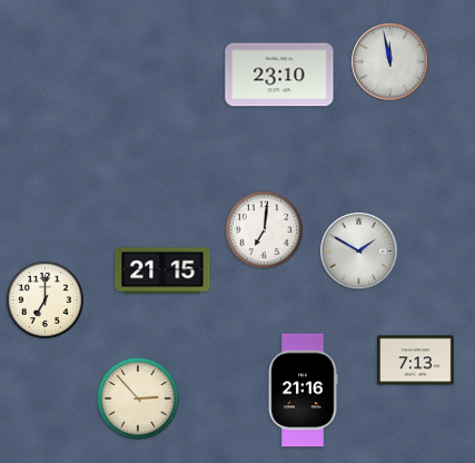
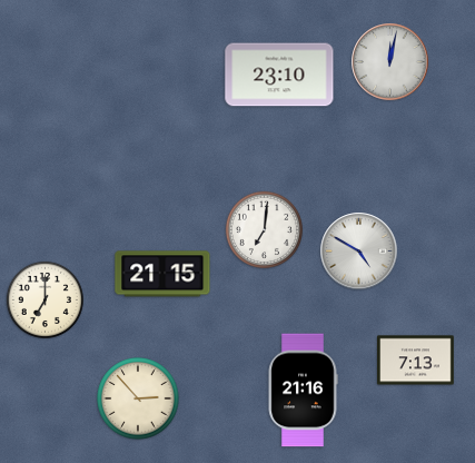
clock at (390, 62): 11:58 -> 12:02
clock at (359, 252): 1:50 -> 4:50
clock at (162, 270) position: (162, 270) -> (162, 274)
